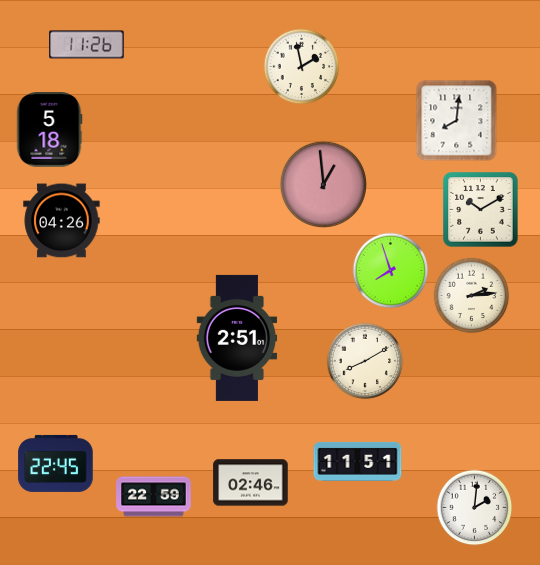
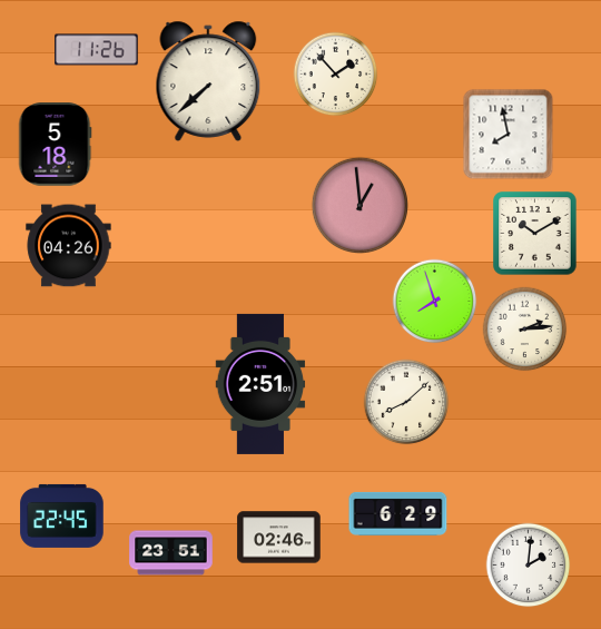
clock at (302, 67): 1:58 -> 1:53
clock at (208, 81): none -> 7:38
clock at (457, 121): 8:01 -> 7:58
clock at (237, 338) position: (237, 338) -> (260, 384)
clock at (365, 361): 8:10 -> 8:08
clock at (358, 461): 11:51 -> 6:29
clock at (154, 497): 22:59 -> 23:51
